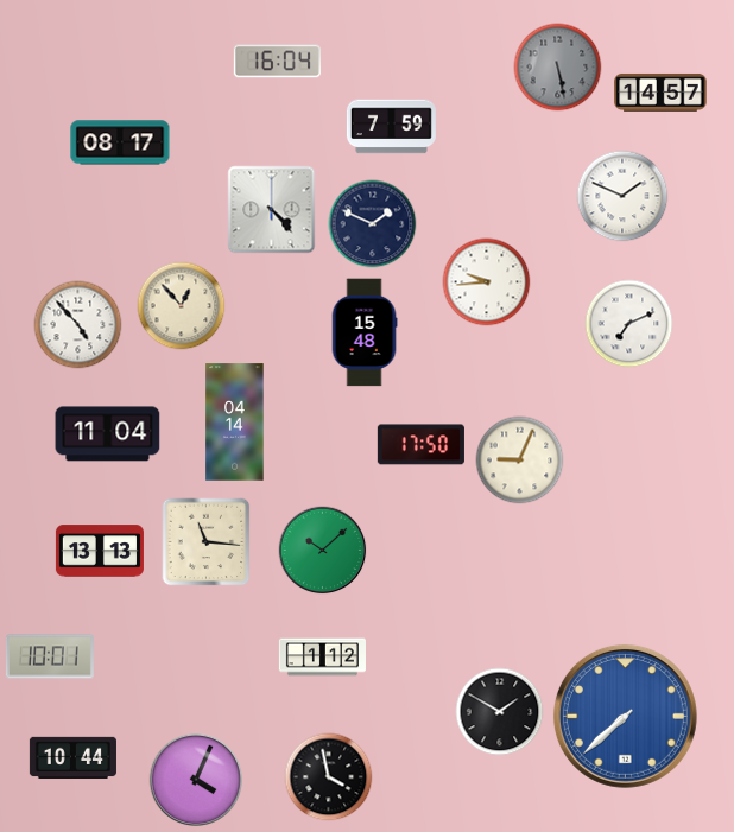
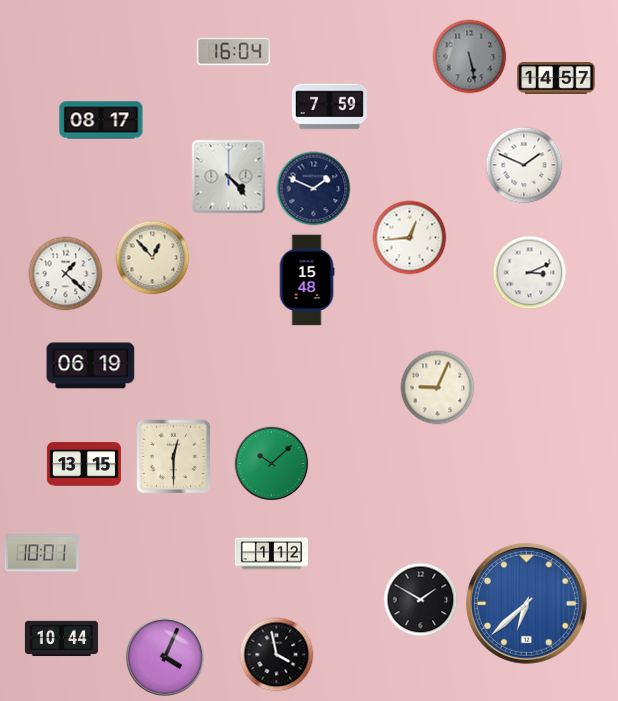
clock at (487, 282): 9:44 -> 12:44
clock at (629, 324): 7:11 -> 3:11
clock at (78, 325): 4:53 -> 1:22
clock at (235, 423): 04:14 -> none
clock at (108, 434): 11:04 -> 06:19
clock at (420, 445): 17:50 -> none
clock at (207, 542): 11:16 -> 12:30
clock at (100, 551): 13:13 -> 13:15
clock at (625, 716): 7:38 -> 6:38
